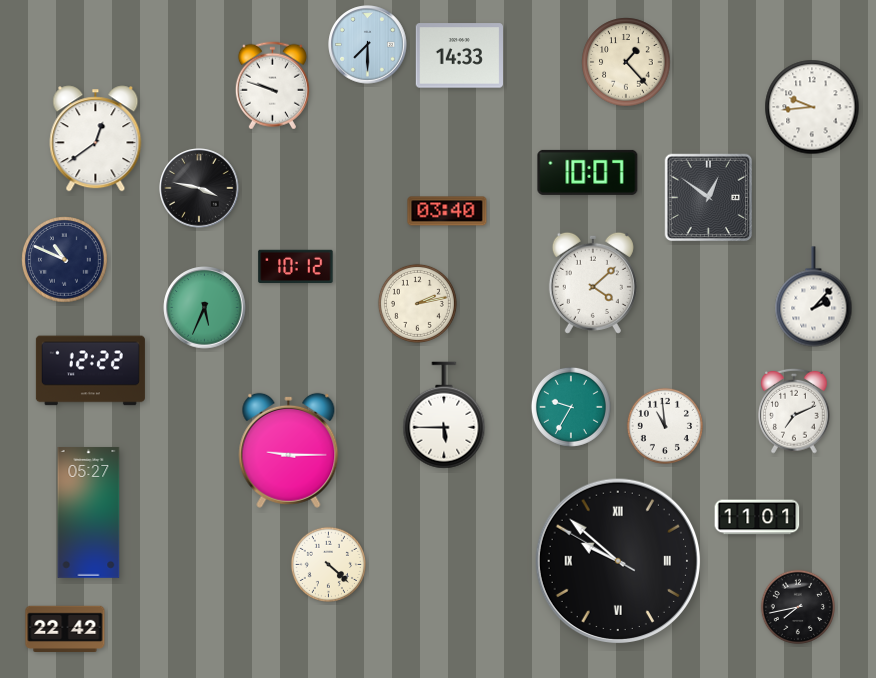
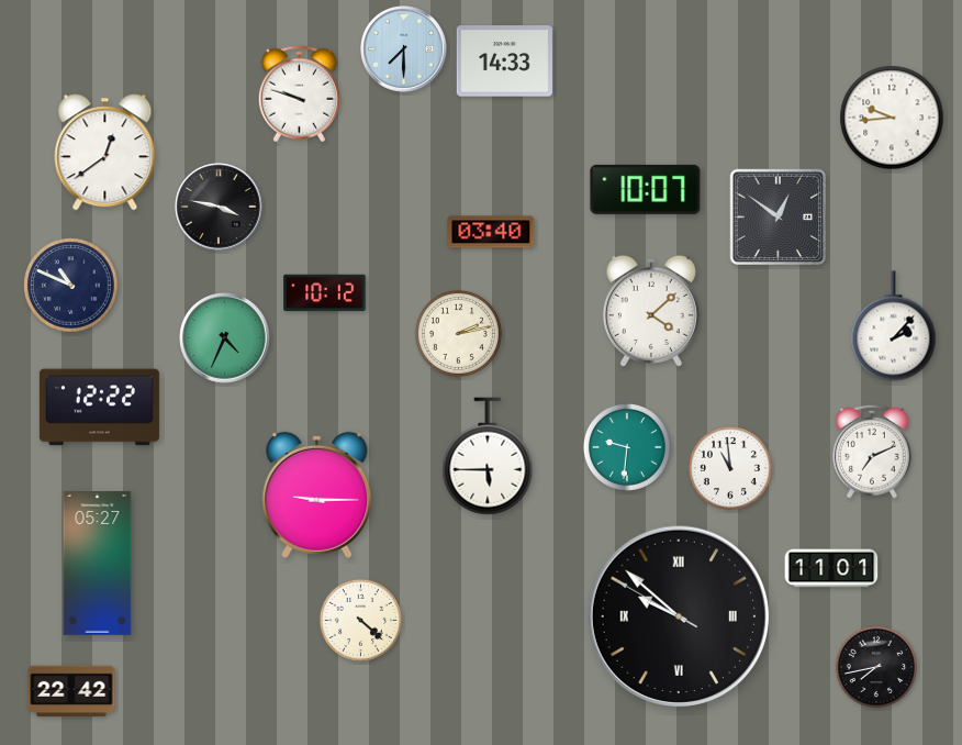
clock at (626, 62): 1:23 -> none
clock at (205, 308): 5:34 -> 4:34
clock at (571, 407): 9:35 -> 9:31
